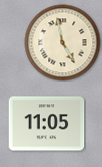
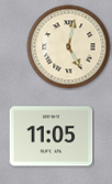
clock at (63, 43): 4:58 -> 5:02
